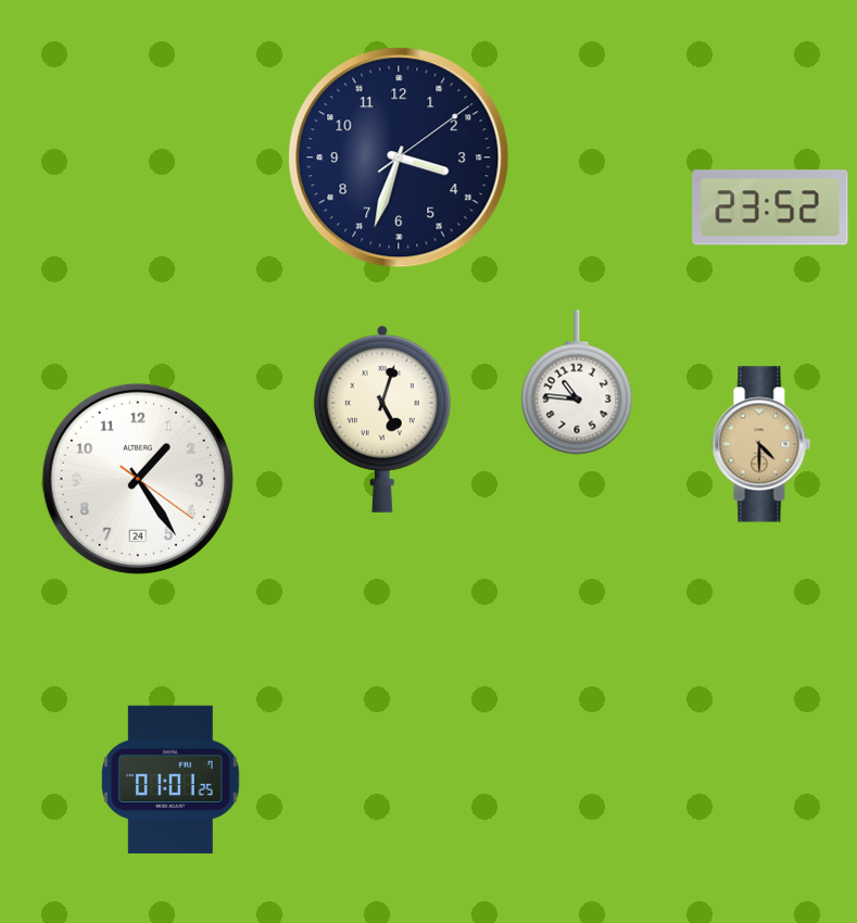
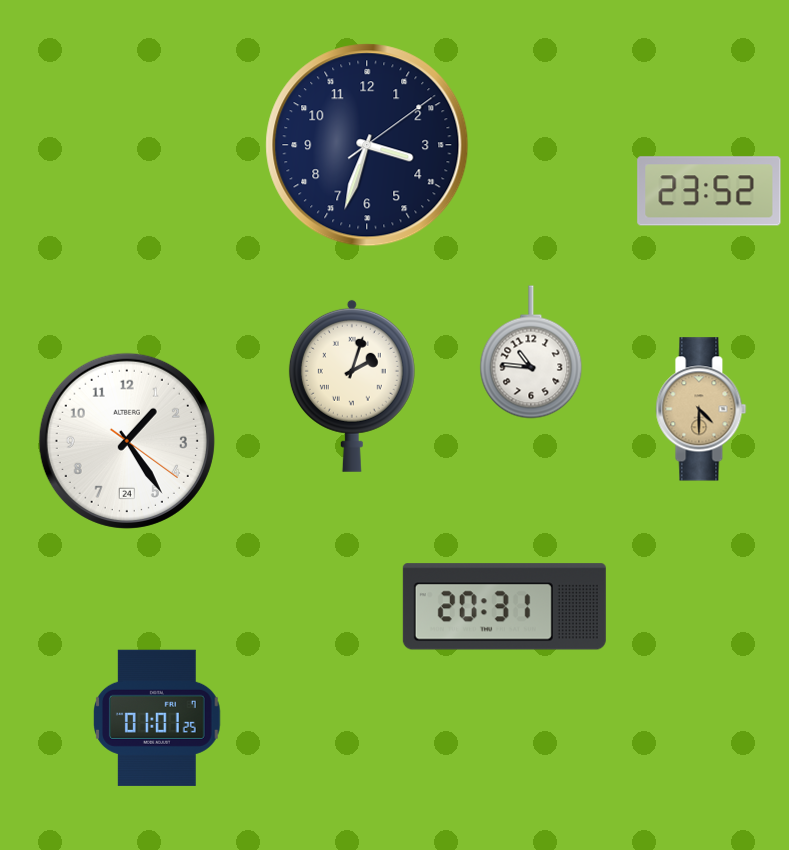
clock at (382, 419): 5:03 -> 2:03
clock at (504, 607): none -> 20:31
